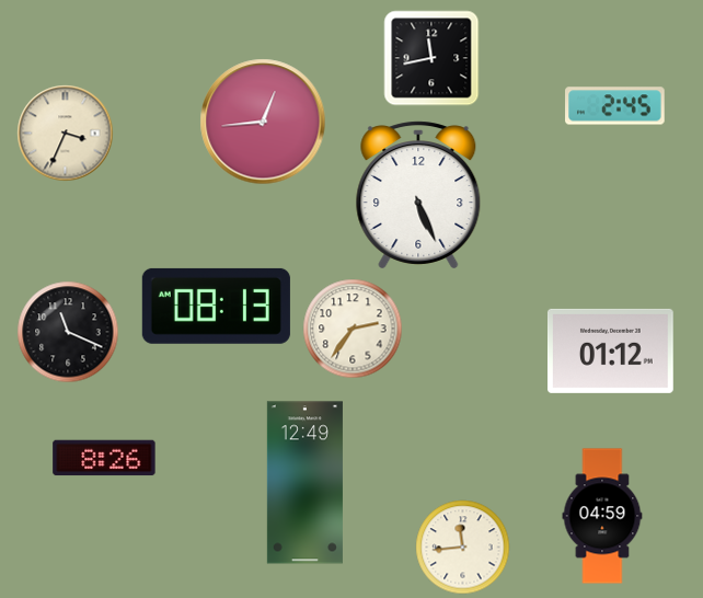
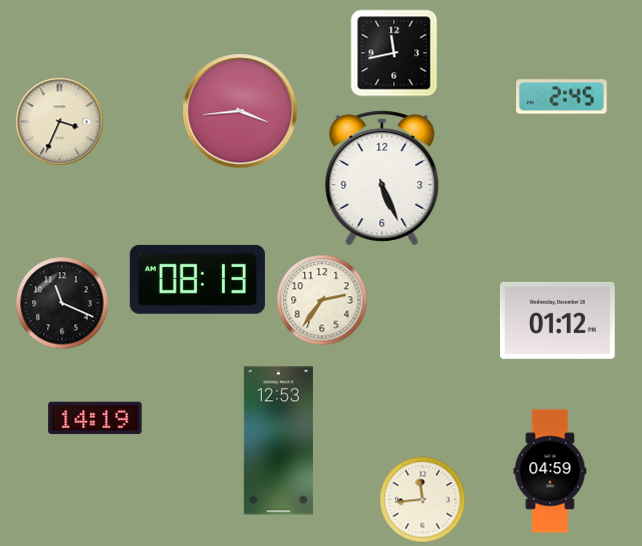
clock at (263, 122): 12:44 -> 3:44
clock at (104, 458): 8:26 -> 14:19
clock at (304, 483): 12:49 -> 12:53
